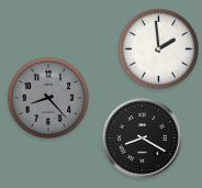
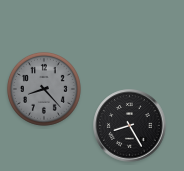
clock at (158, 48): 1:59 -> none
clock at (143, 139): 8:20 -> 8:25
